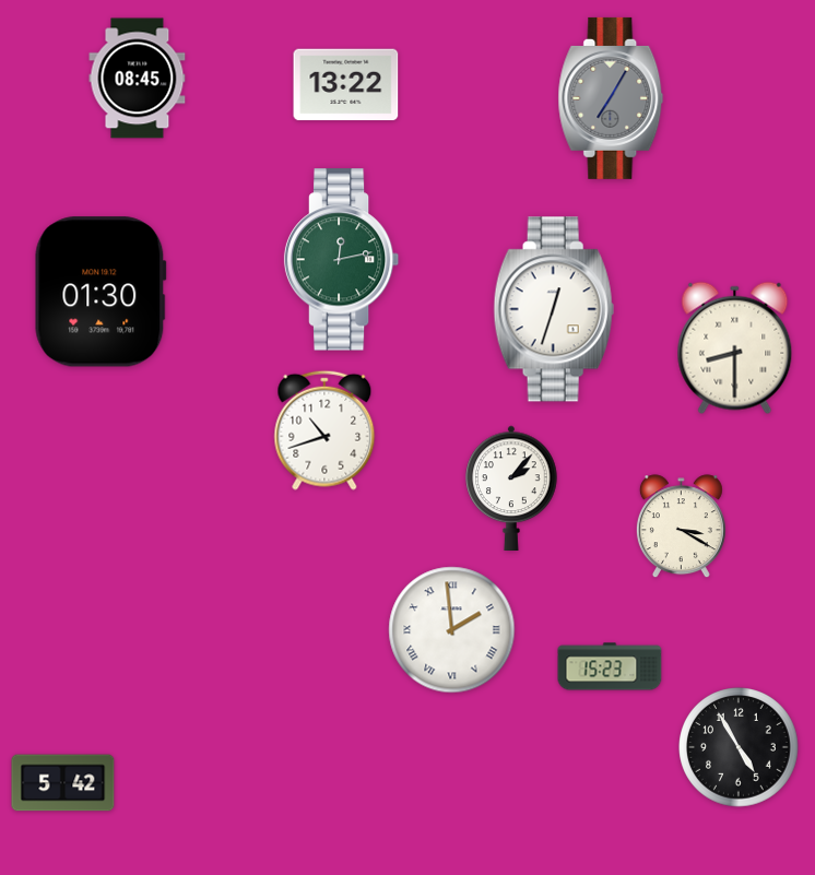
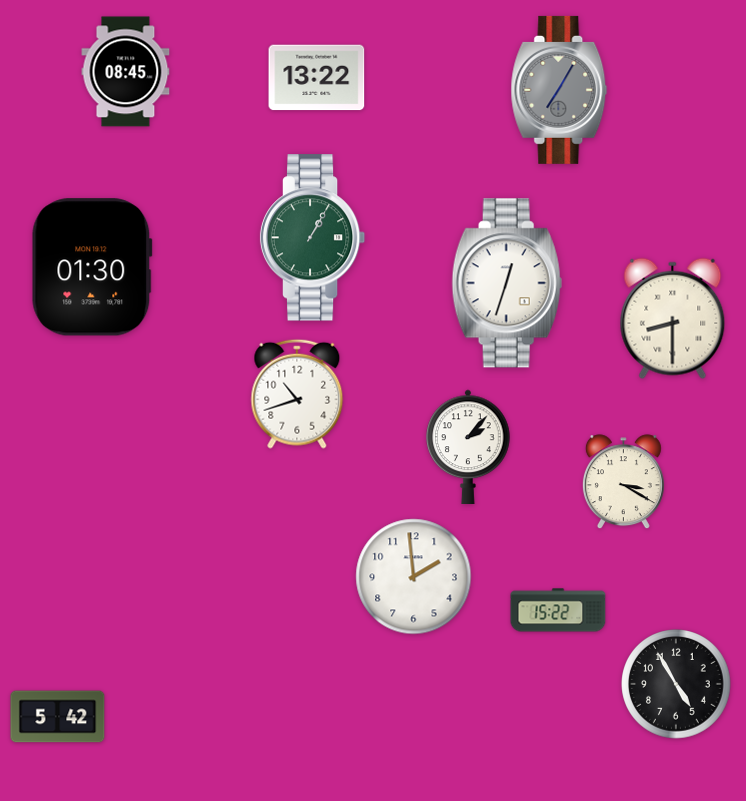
clock at (342, 260): 12:13 -> 1:05
clock at (452, 630) numerals: Roman -> Arabic
clock at (610, 666): 15:23 -> 15:22
